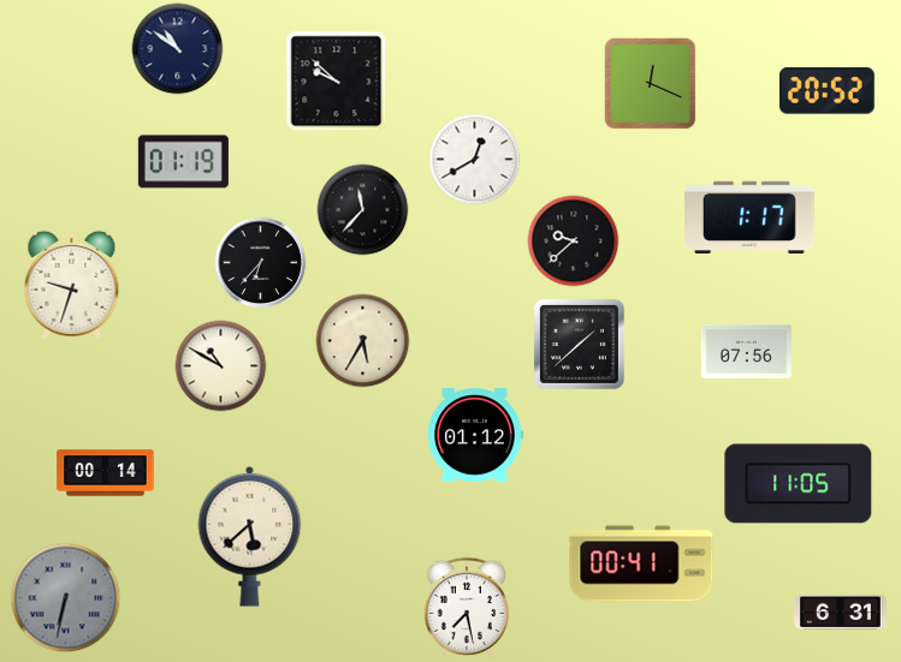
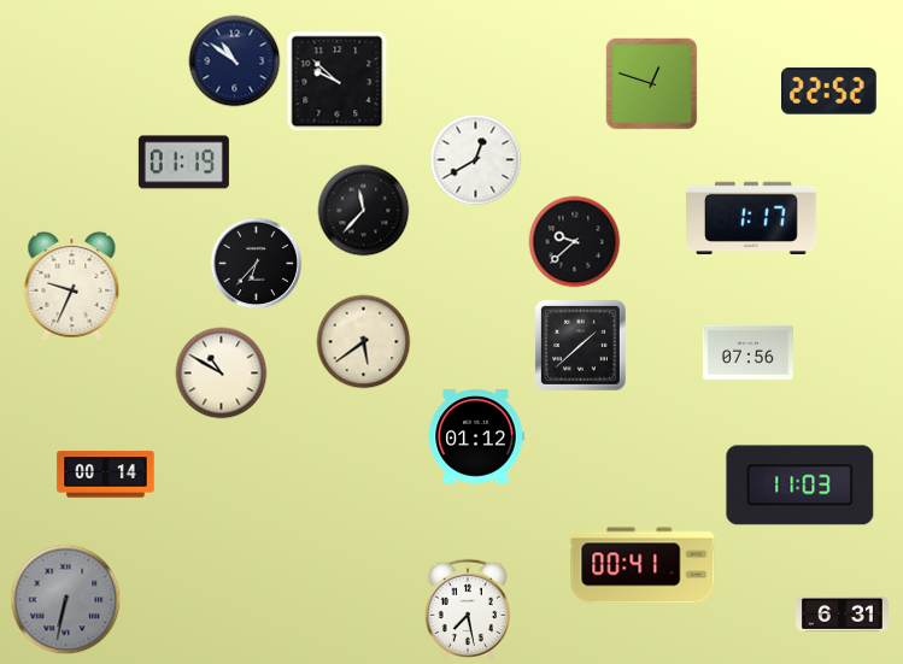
clock at (178, 49) position: (178, 49) -> (235, 61)
clock at (651, 84): 12:19 -> 12:48
clock at (828, 91): 20:52 -> 22:52
clock at (261, 263) position: (261, 263) -> (257, 264)
clock at (72, 285): 9:33 -> 9:34
clock at (363, 341): 5:35 -> 5:39
clock at (221, 366) position: (221, 366) -> (222, 374)
clock at (799, 484): 11:05 -> 11:03
clock at (250, 536): 5:38 -> none
